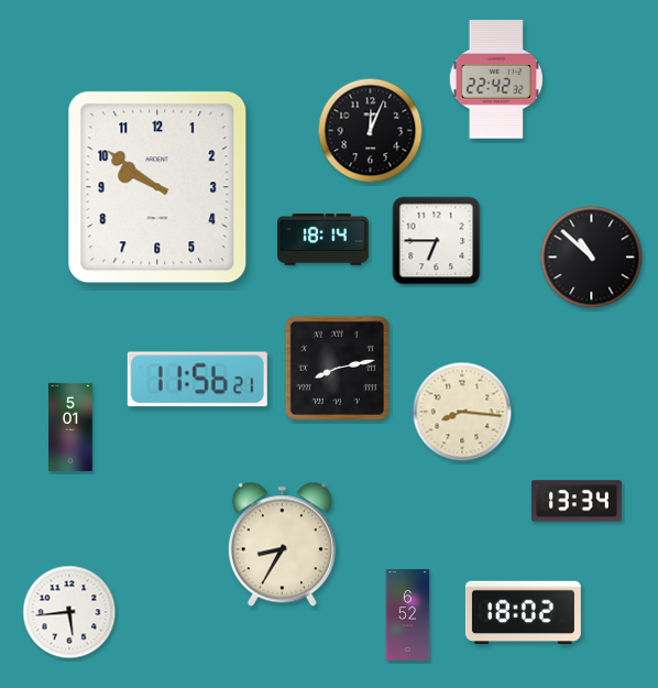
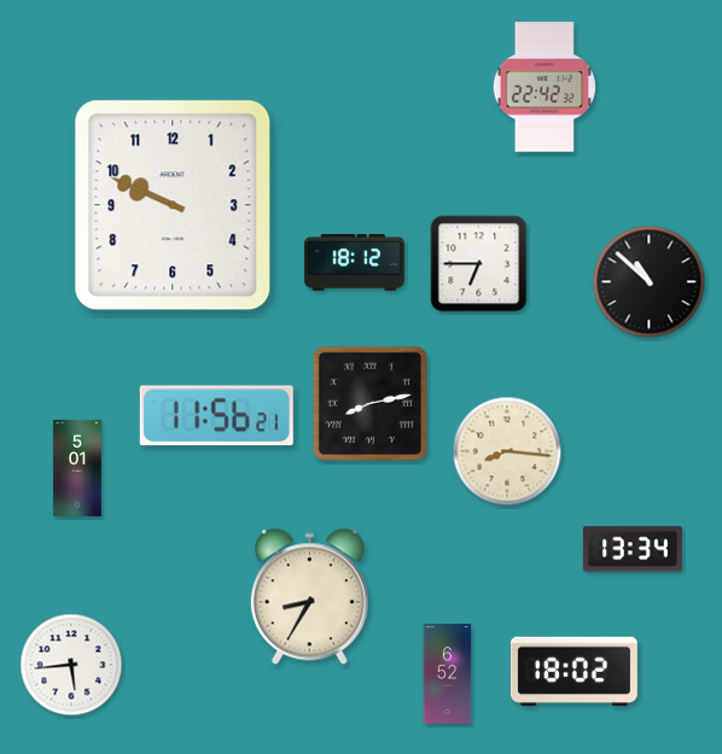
clock at (371, 131): 12:04 -> none
clock at (157, 187): 9:51 -> 9:49
clock at (323, 240): 18:14 -> 18:12
clock at (69, 612) position: (69, 612) -> (71, 665)
